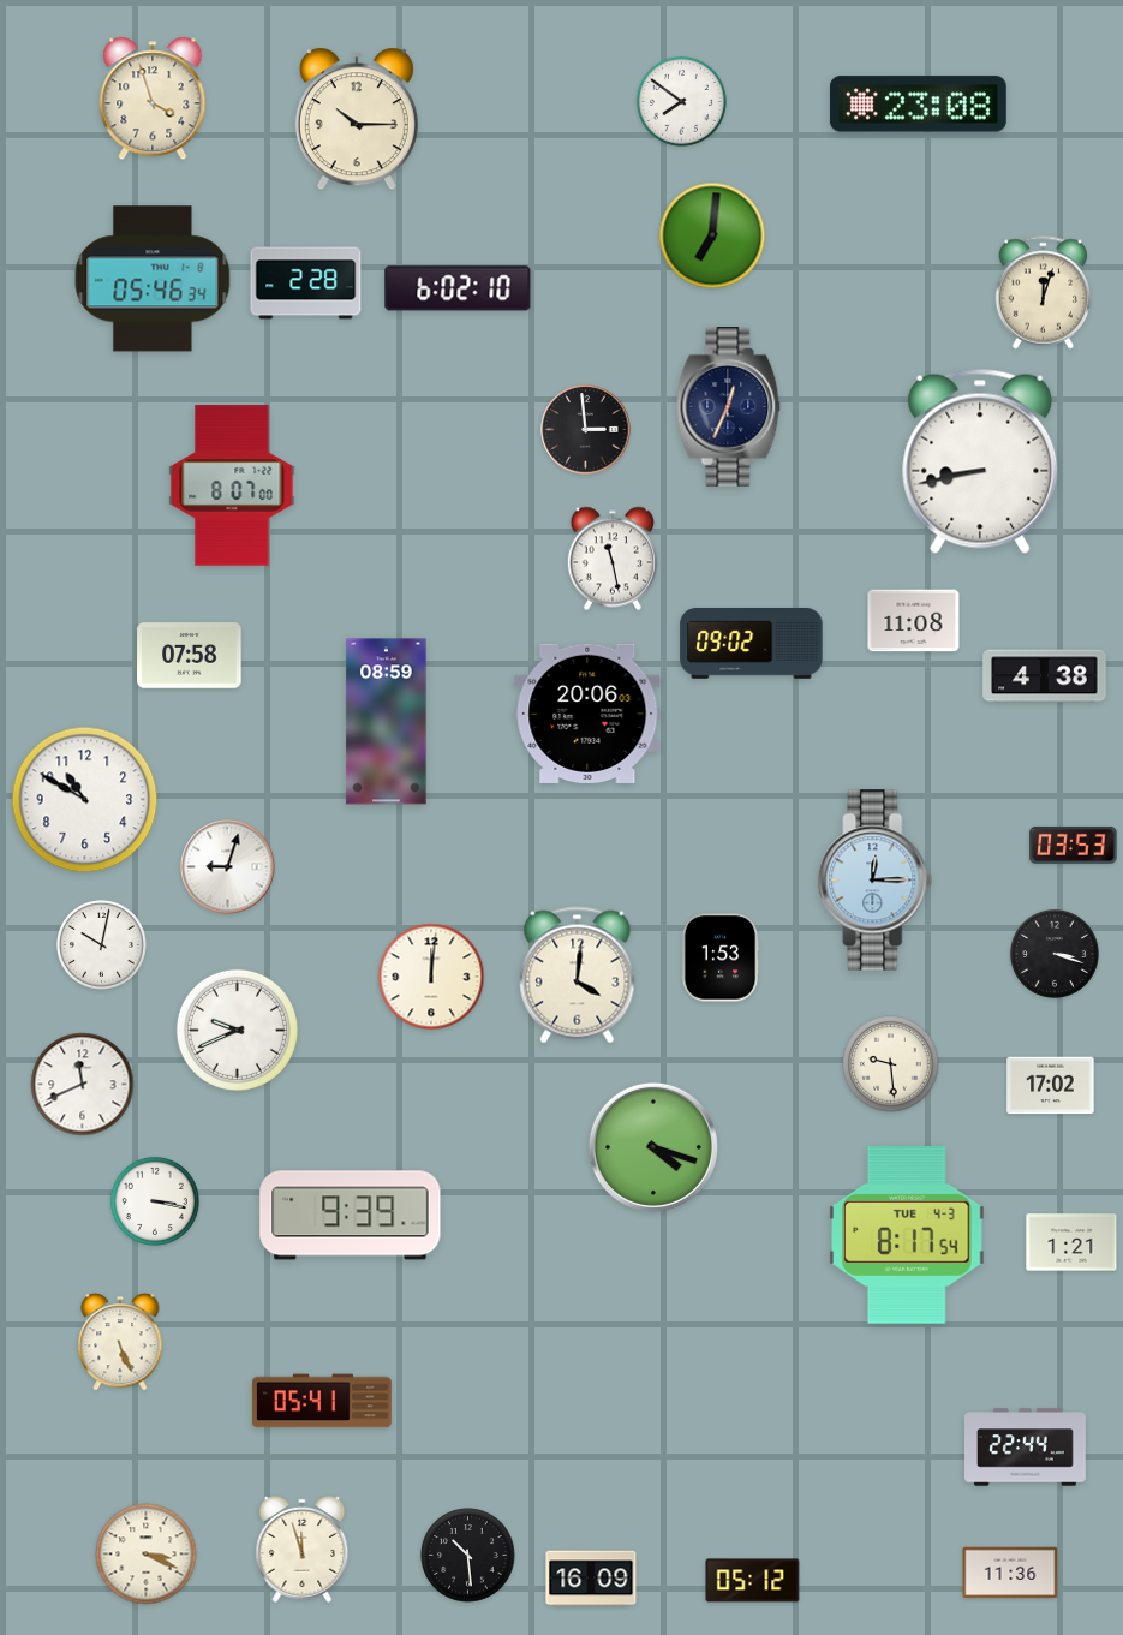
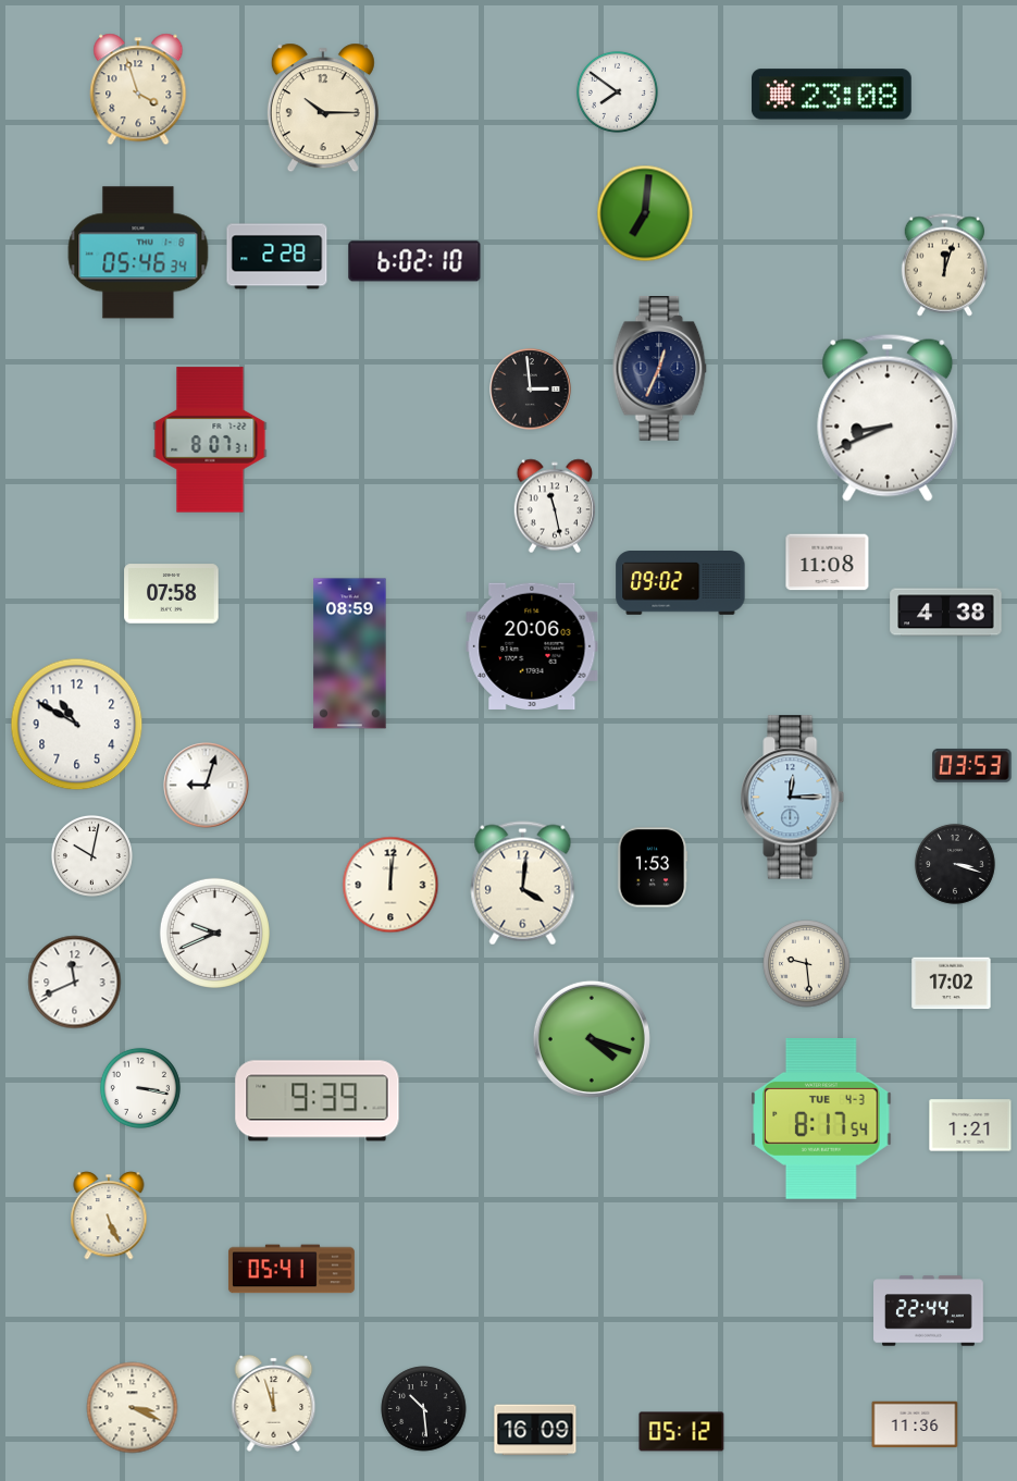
clock at (980, 461): 8:43 -> 8:41
clock at (232, 485): 8:07:00 -> 8:07:31
